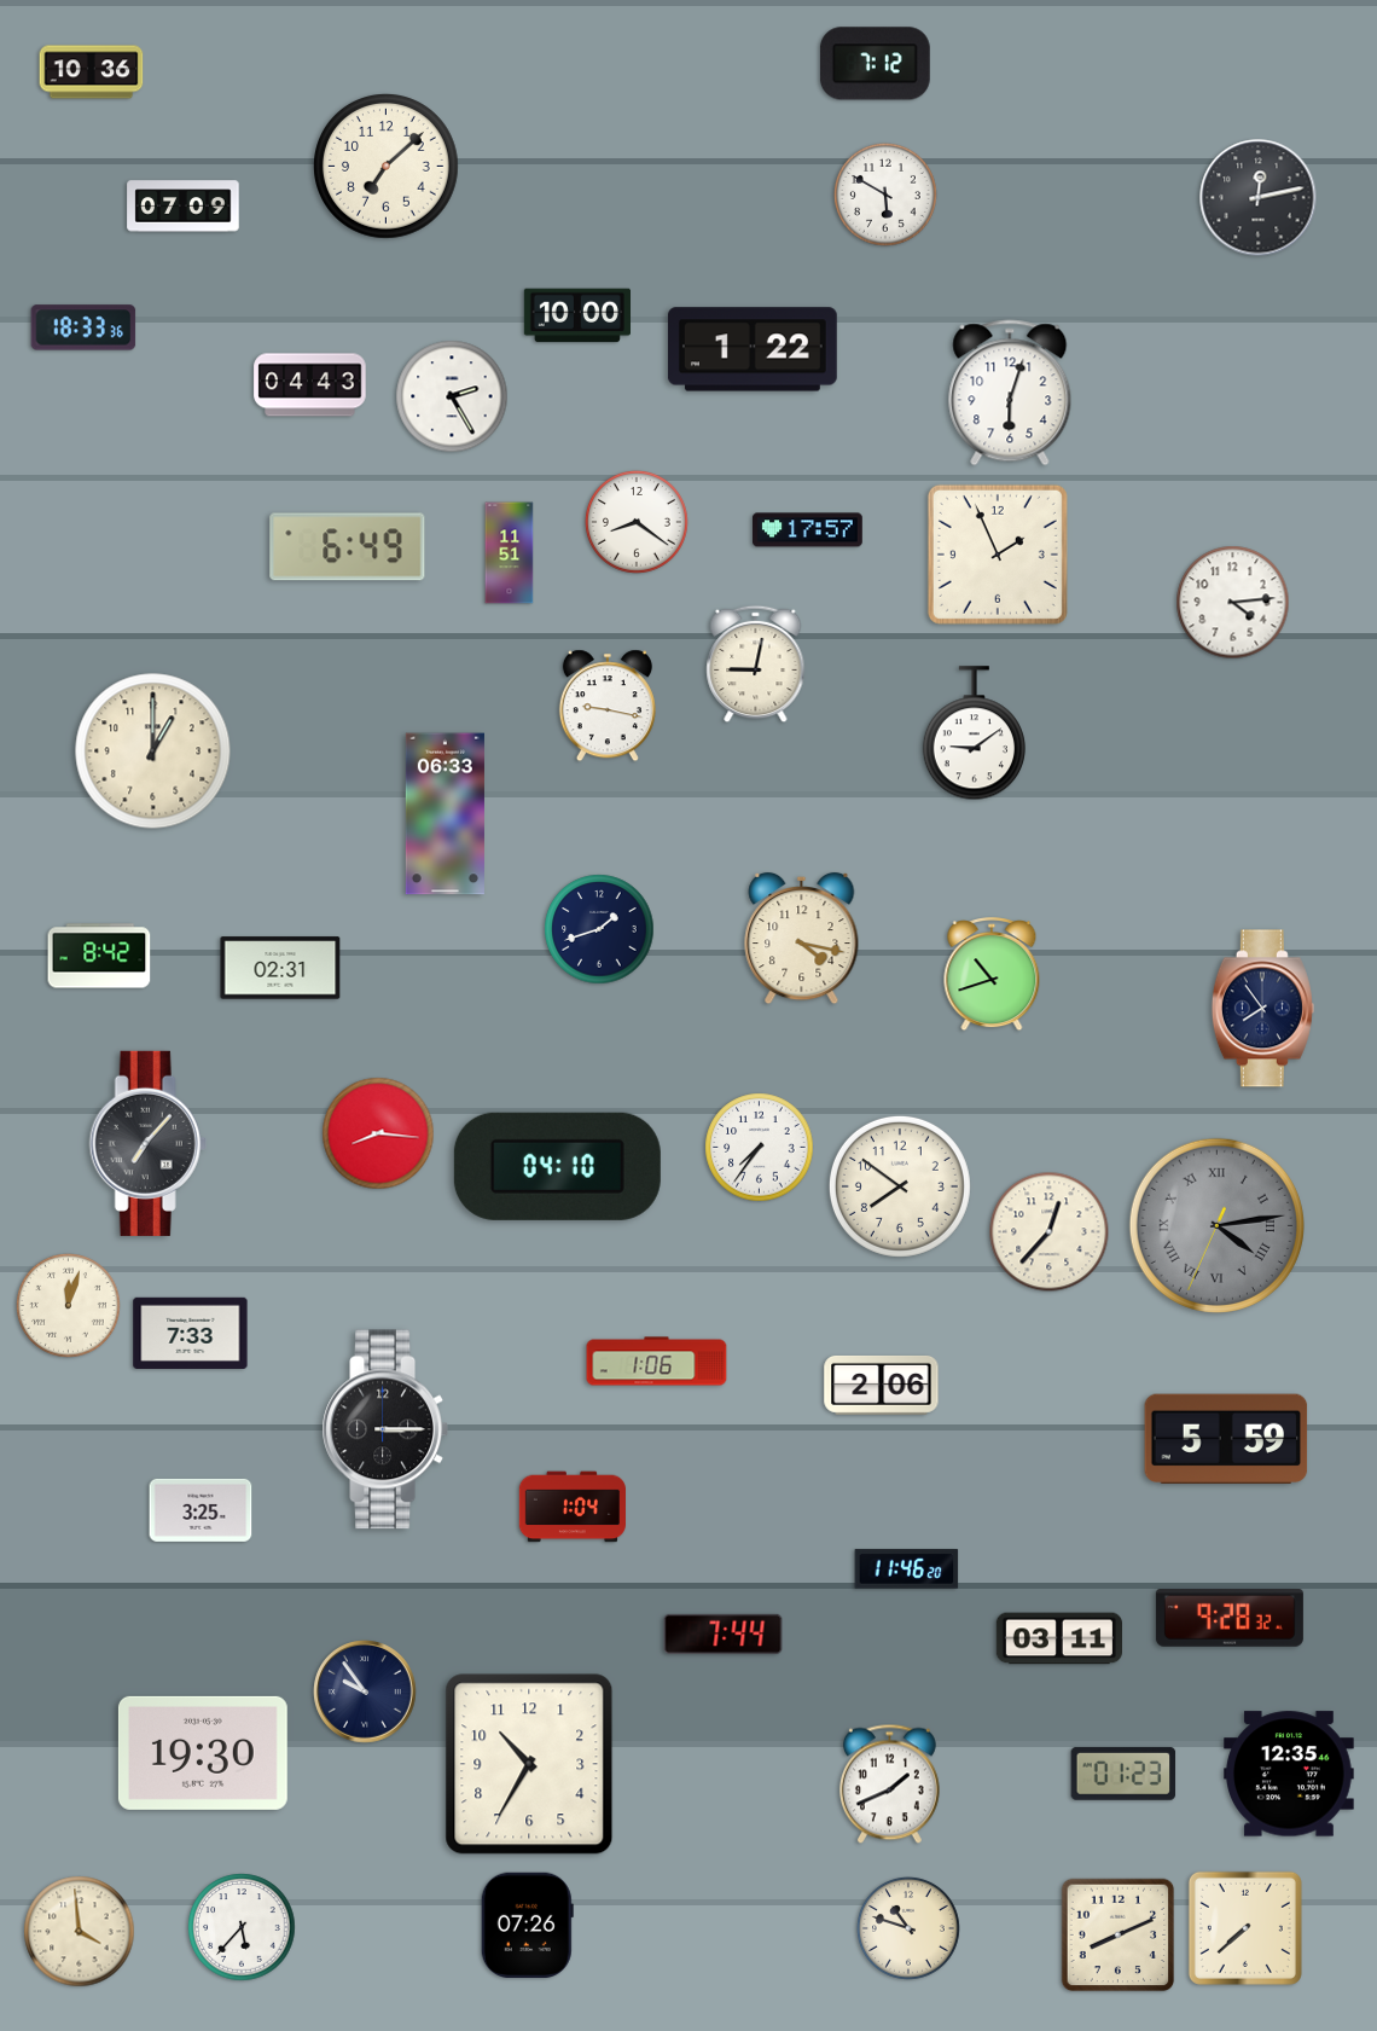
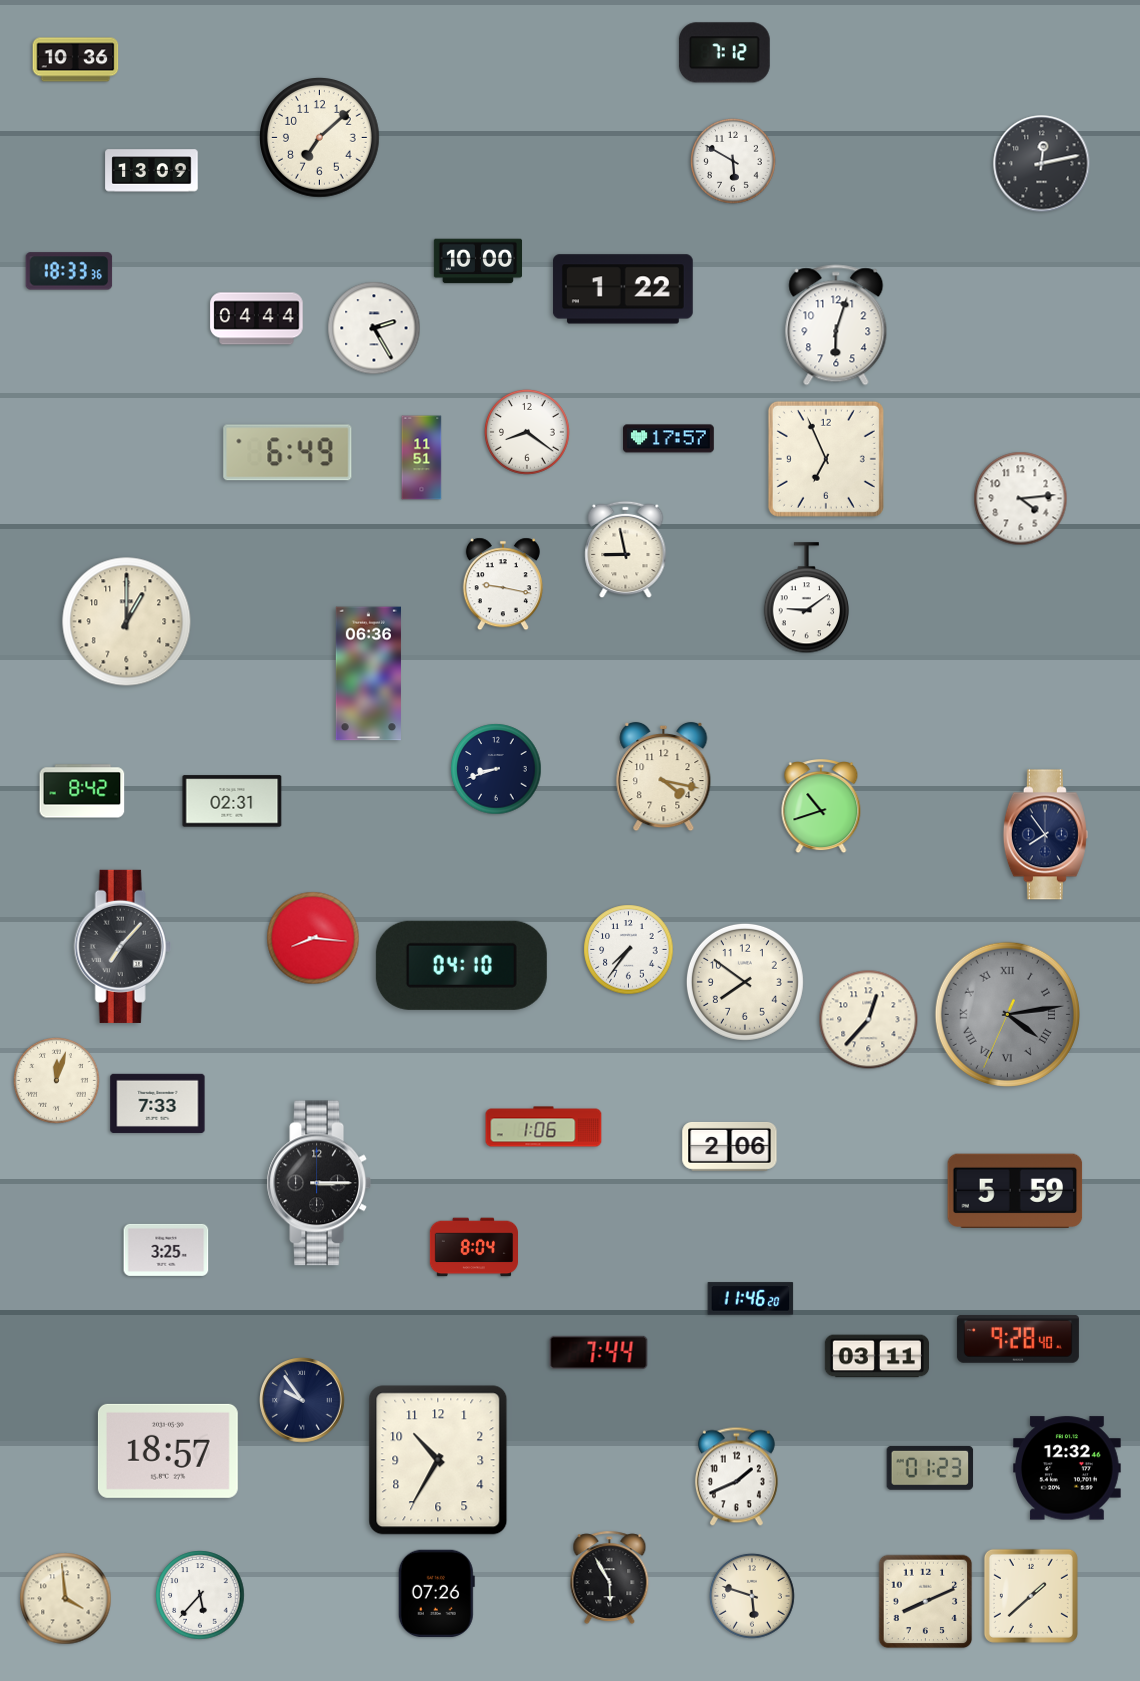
clock at (184, 207): 07:09 -> 13:09
clock at (310, 385): 04:43 -> 04:44
clock at (998, 555): 1:56 -> 6:56
clock at (756, 665): 9:02 -> 8:58
clock at (974, 733) position: (974, 733) -> (806, 598)
clock at (445, 814): 06:33 -> 06:36
clock at (599, 929): 1:42 -> 8:42
clock at (571, 1507): 1:04 -> 8:04
clock at (1230, 1618): 9:28:32 -> 9:28:40
clock at (203, 1753): 19:30 -> 18:57
clock at (1290, 1774): 12:35 -> 12:32
clock at (610, 1578): none -> 5:55
clock at (908, 1928): 10:48 -> 5:48
clock at (1245, 1928): 7:38 -> 1:38
